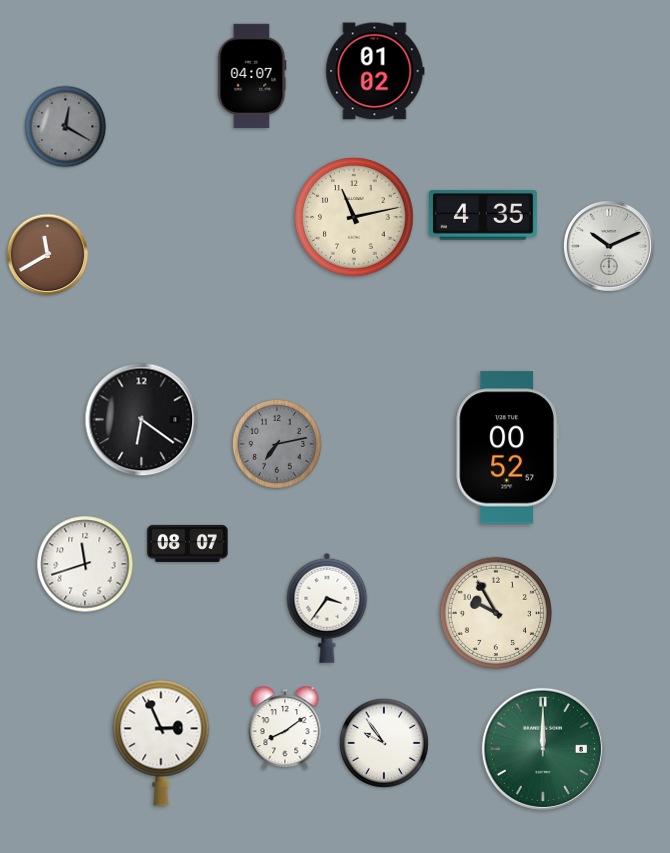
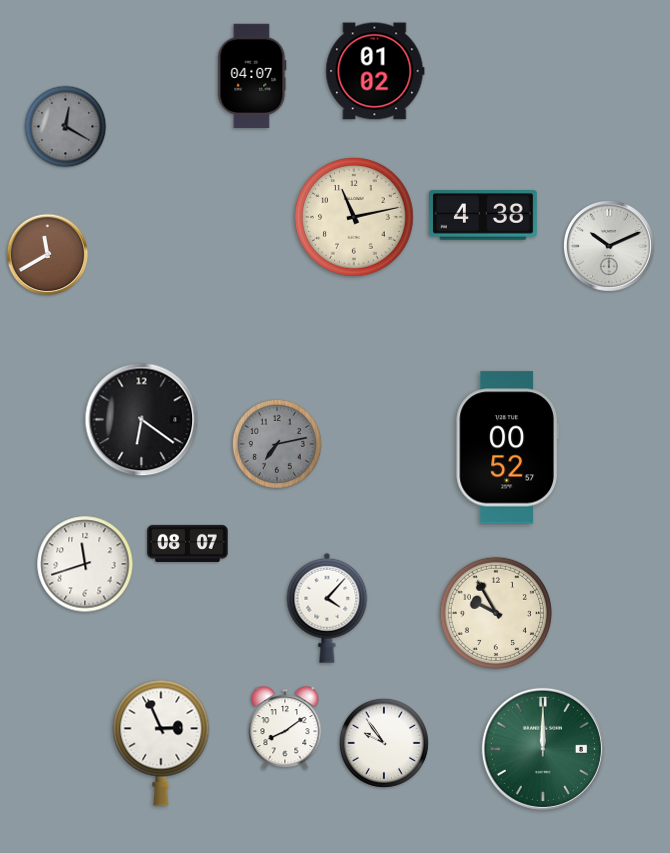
clock at (484, 215): 4:35 -> 4:38
clock at (327, 608): 3:36 -> 4:07
